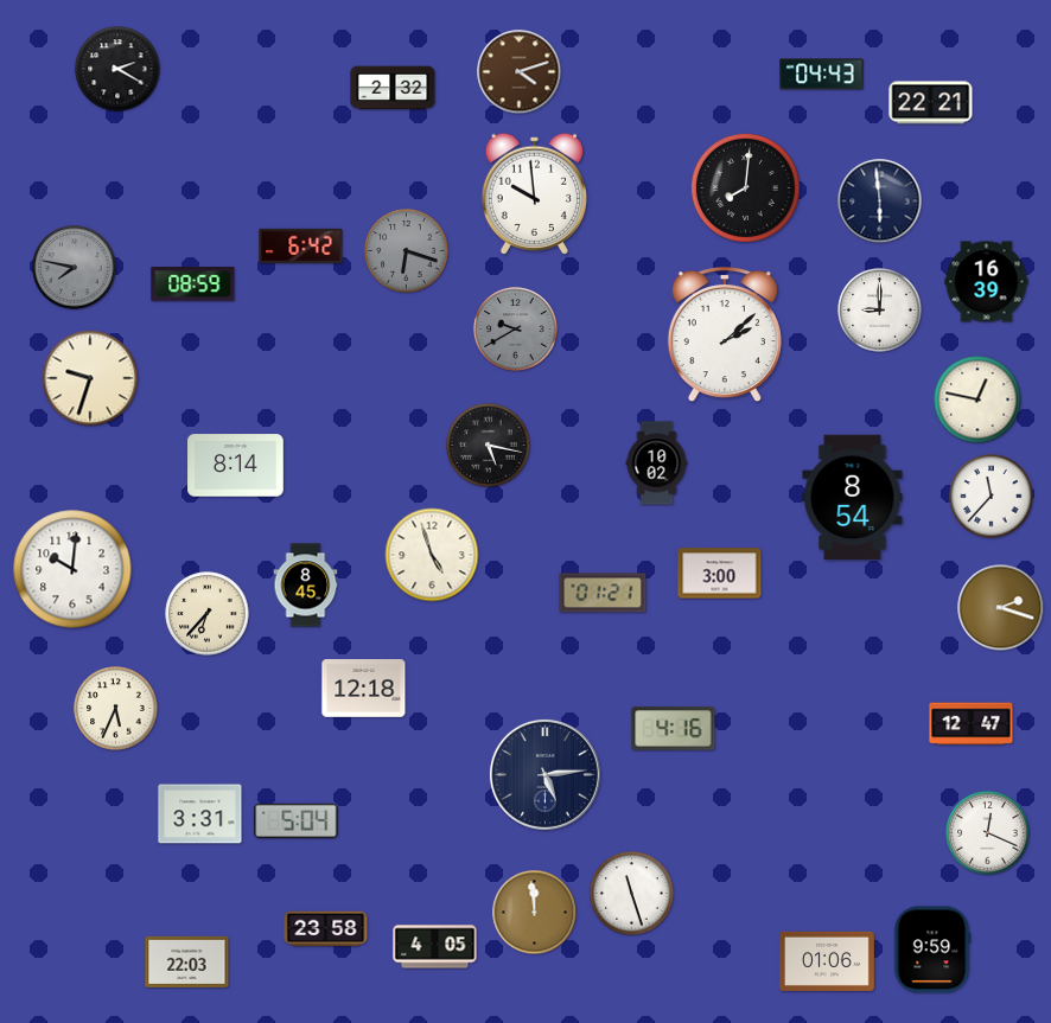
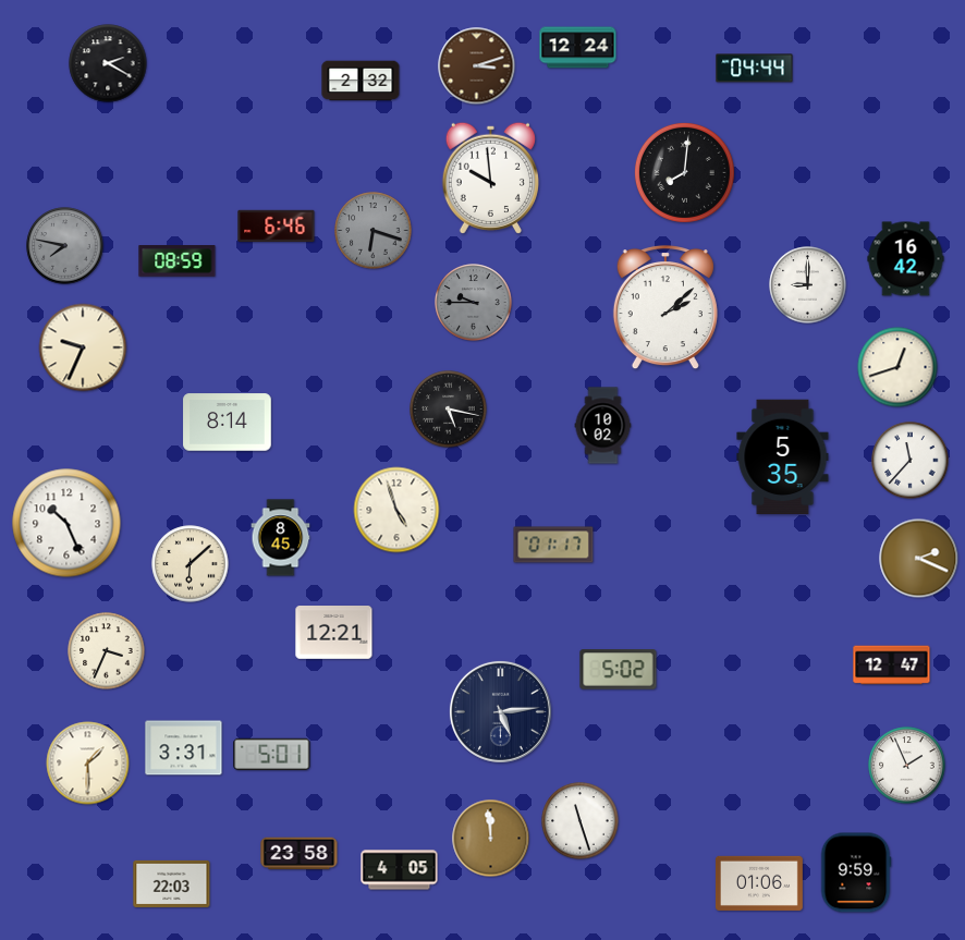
clock at (578, 48): none -> 12:24
clock at (520, 72): 4:12 -> 3:12
clock at (822, 75): 04:43 -> 04:44
clock at (931, 103): 22:21 -> none
clock at (880, 202): 5:59 -> none
clock at (301, 245): 6:42 -> 6:46
clock at (75, 268) position: (75, 268) -> (65, 246)
clock at (987, 282): 16:39 -> 16:42
clock at (516, 330): 9:40 -> 9:45
clock at (90, 378): 9:33 -> 9:34
clock at (977, 399): 12:47 -> 12:42
clock at (236, 466) position: (236, 466) -> (228, 423)
clock at (992, 497) position: (992, 497) -> (911, 461)
clock at (853, 498): 8:54 -> 5:35
clock at (72, 569): 10:01 -> 10:26
clock at (720, 574): 3:00 -> none
clock at (603, 593): 01:21 -> 01:17
clock at (1001, 608): 2:18 -> 2:19
clock at (208, 614): 6:37 -> 6:08
clock at (364, 689): 12:18 -> 12:21
clock at (116, 709): 5:34 -> 3:34
clock at (674, 729): 4:16 -> 5:02
clock at (297, 820): 5:04 -> 5:01
clock at (88, 764): none -> 1:30
clock at (988, 833): 12:19 -> 1:56
